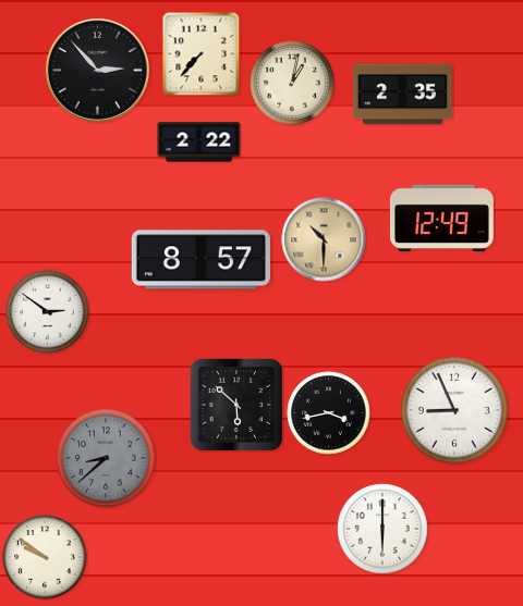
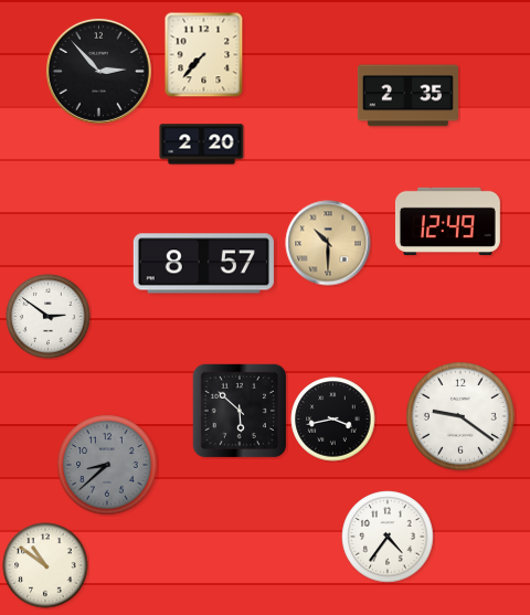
clock at (292, 83): 1:02 -> none
clock at (199, 143): 2:22 -> 2:20
clock at (455, 411): 8:56 -> 9:21
clock at (382, 529): 6:00 -> 4:36
clock at (45, 557): 9:51 -> 10:51
